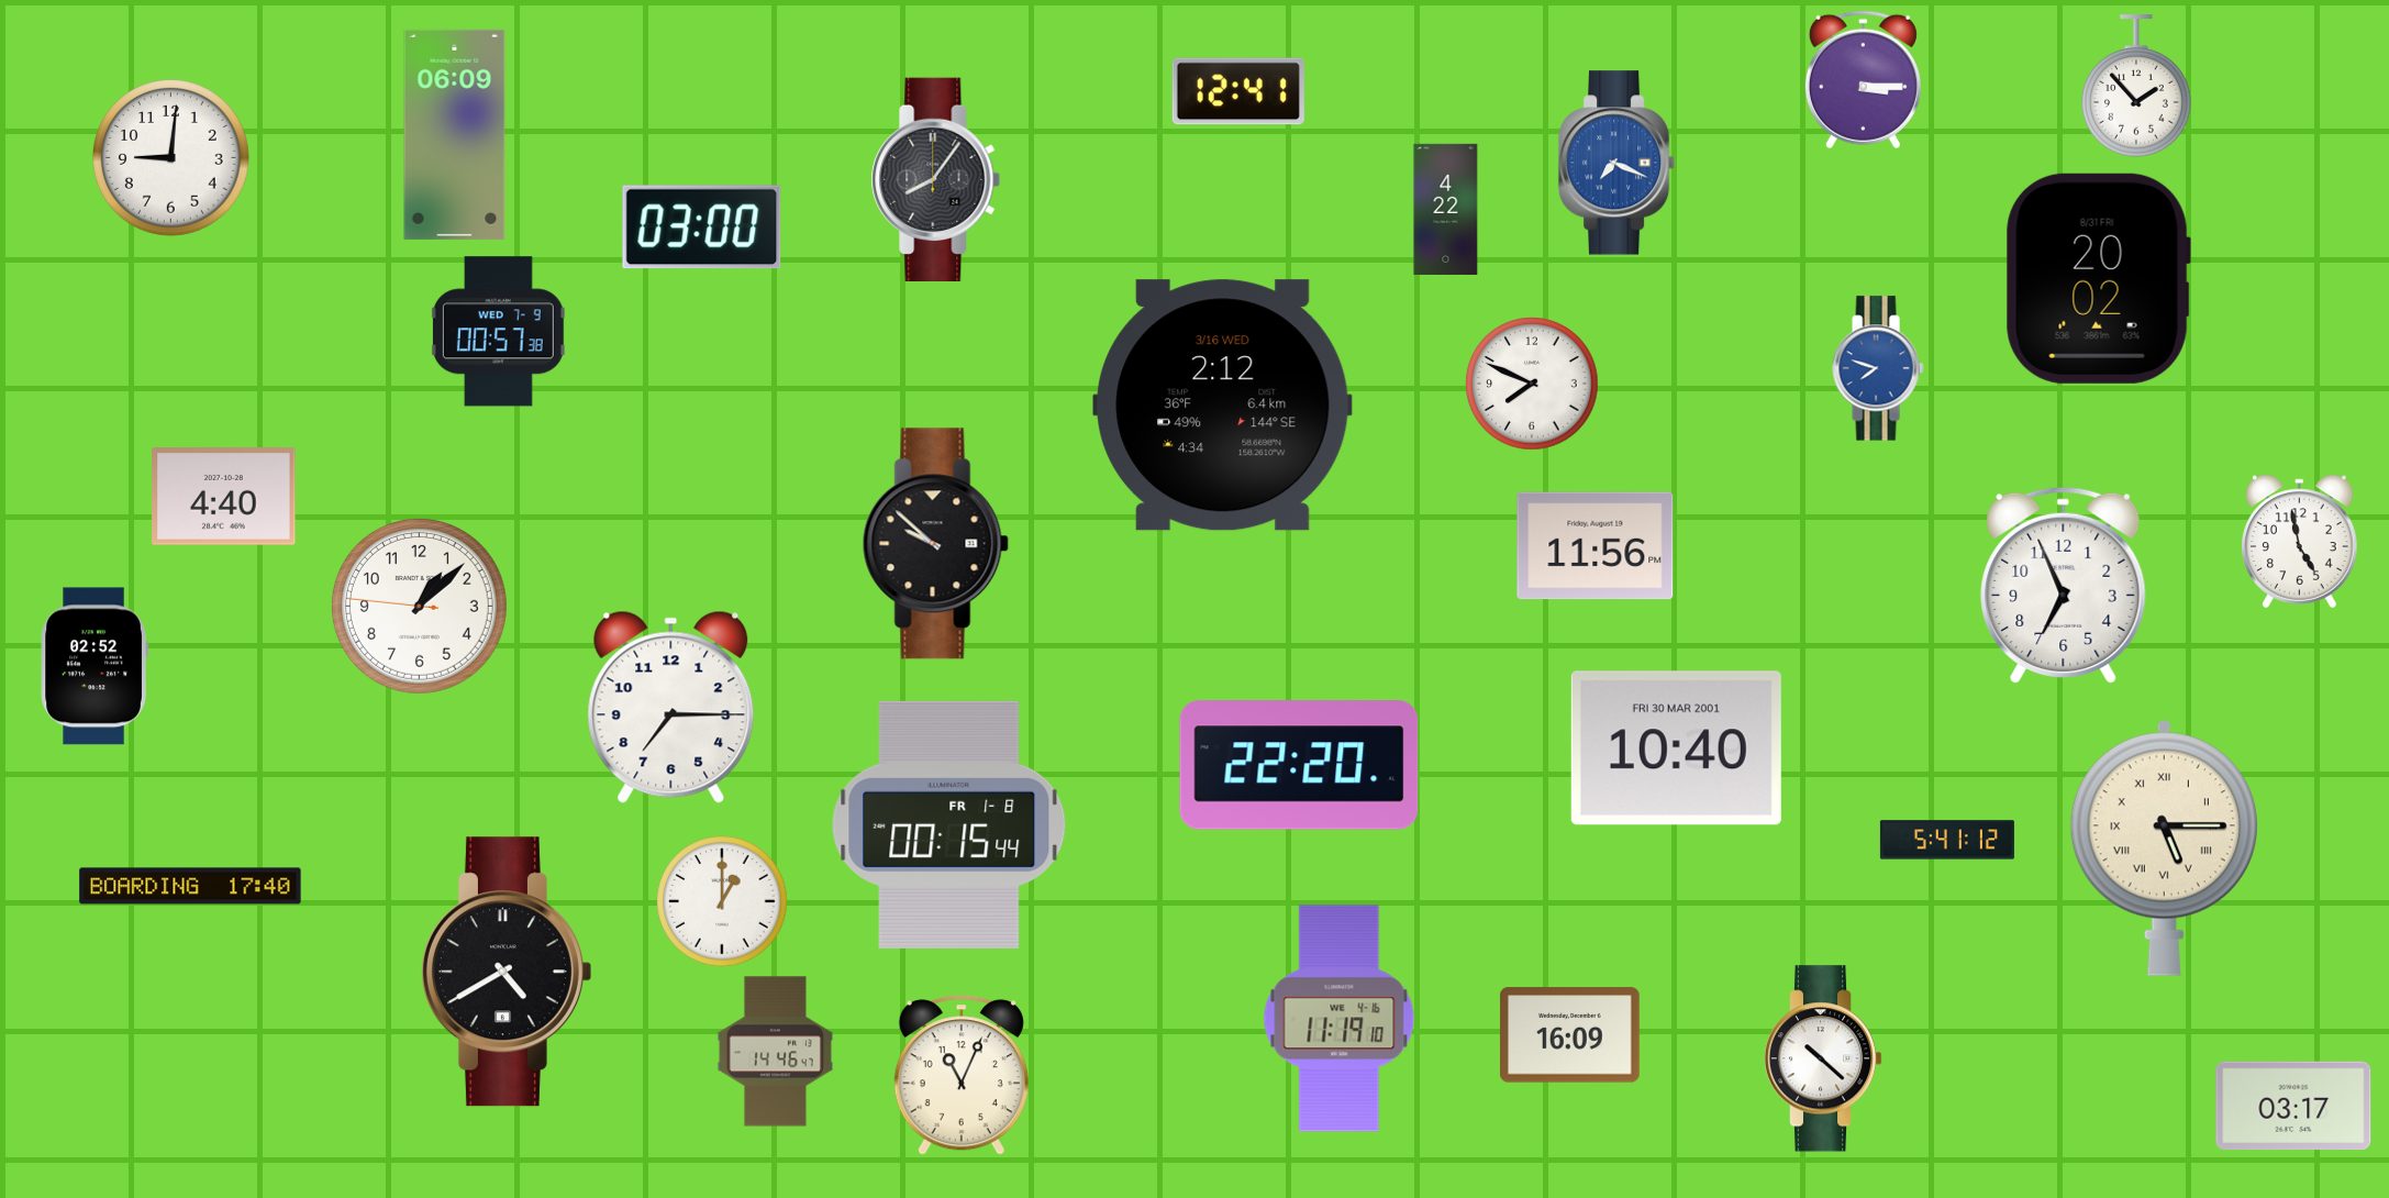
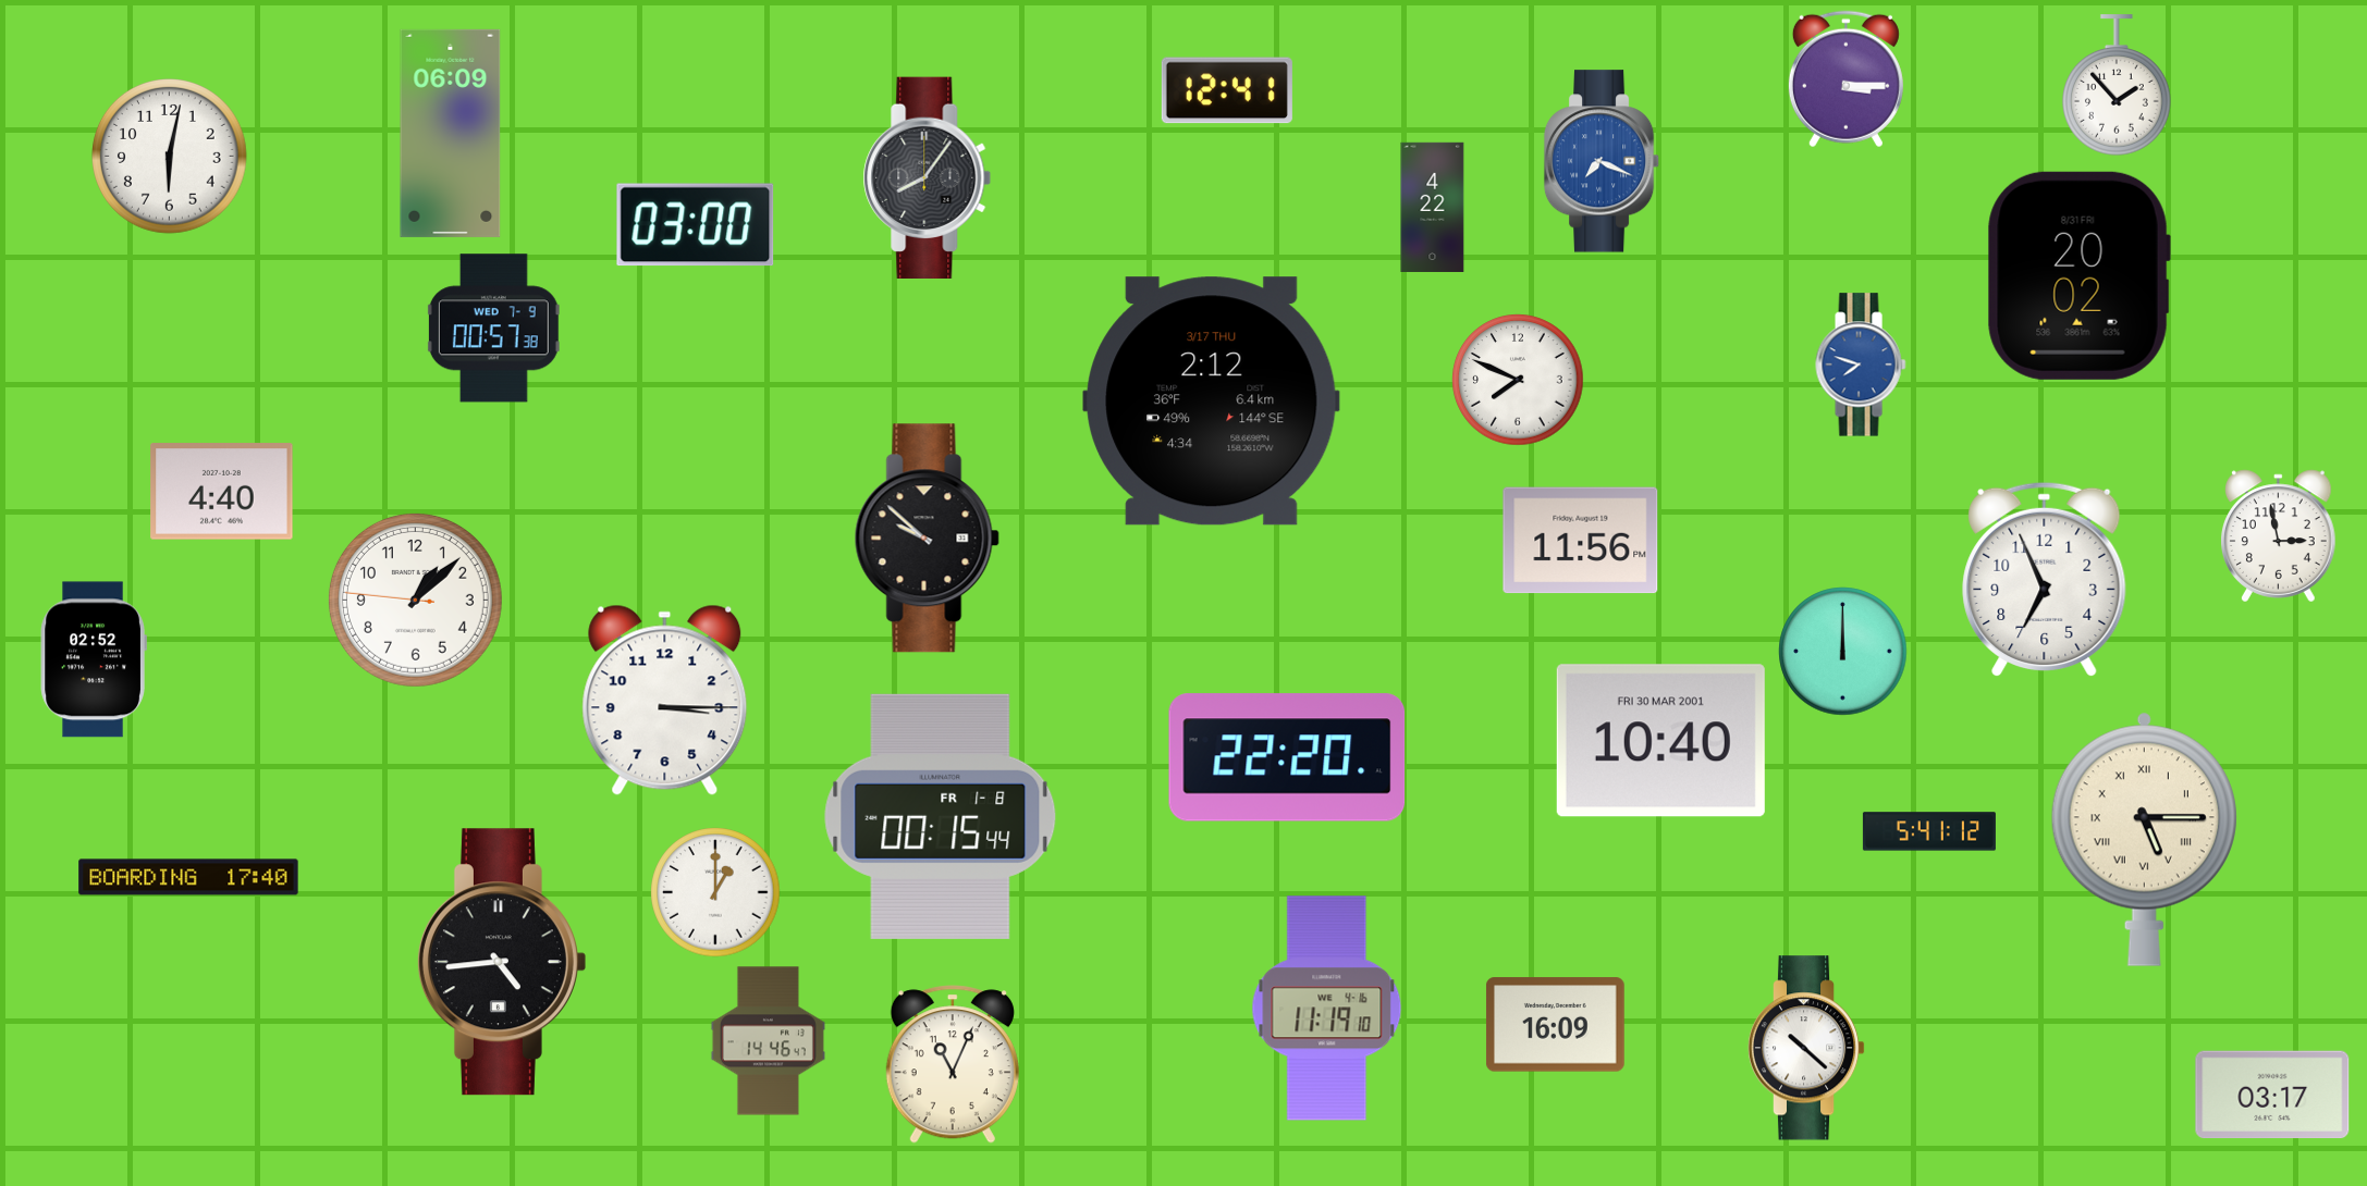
clock at (171, 158): 9:01 -> 6:02
clock at (1223, 406) date: 3/16 WED -> 3/17 THU
clock at (2300, 542): 4:58 -> 2:58
clock at (1843, 652): none -> 12:00
clock at (671, 707): 7:15 -> 3:15
clock at (505, 972): 4:40 -> 4:44
